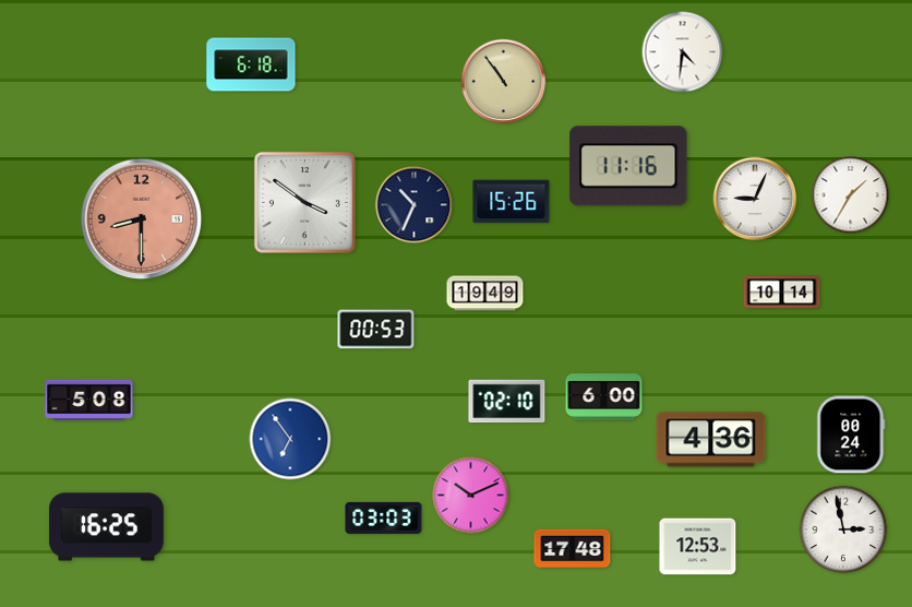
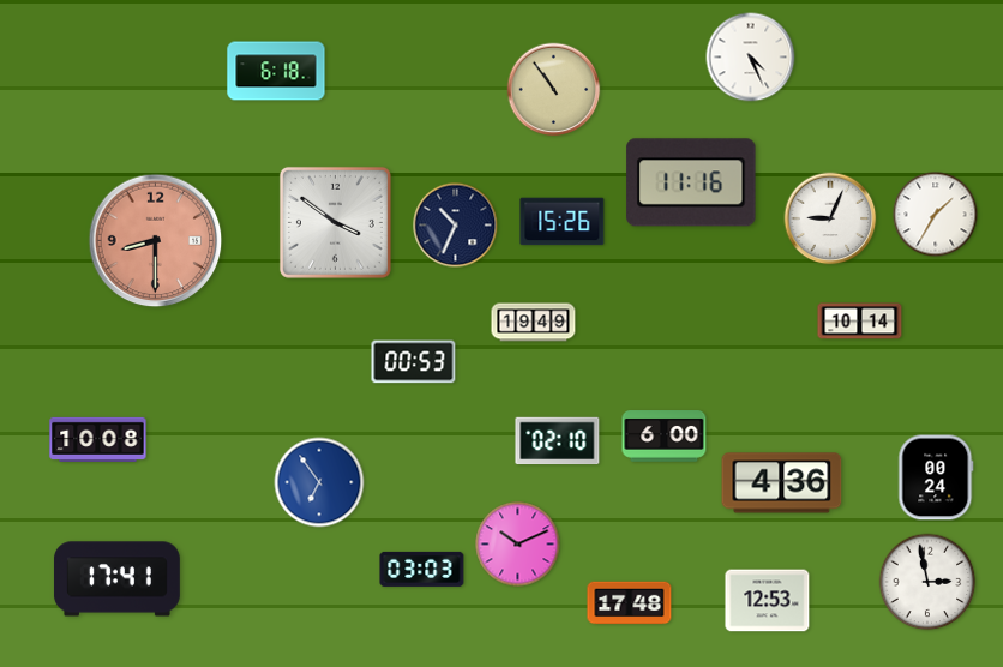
clock at (683, 52): 4:31 -> 4:26
clock at (89, 400): 5:08 -> 10:08
clock at (106, 527): 16:25 -> 17:41
